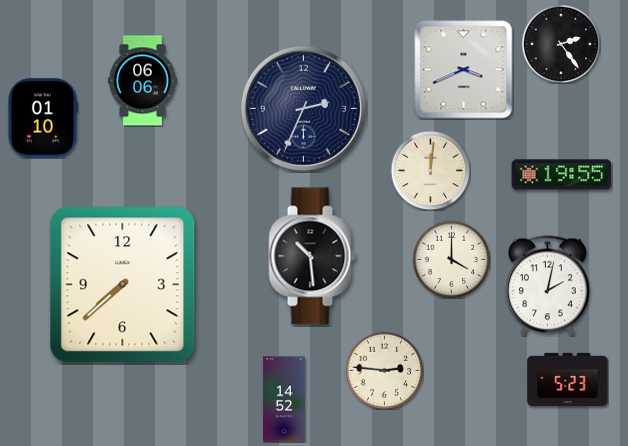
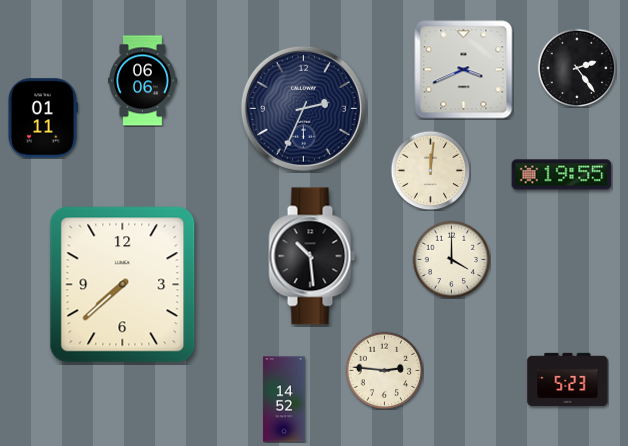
clock at (561, 44) position: (561, 44) -> (577, 68)
clock at (42, 118): 01:10 -> 01:11
clock at (547, 286): 2:02 -> none
